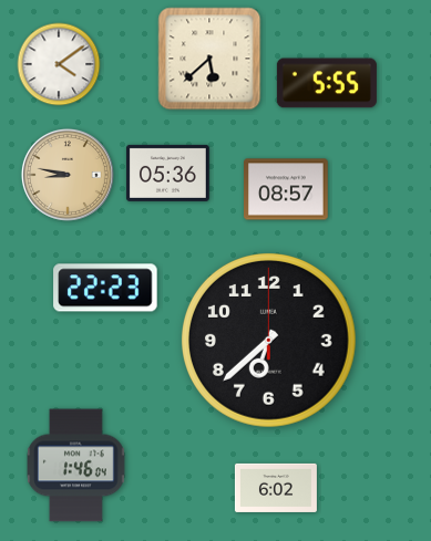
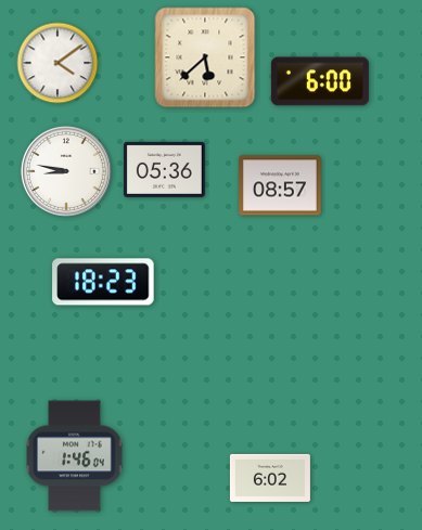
clock at (327, 83): 5:55 -> 6:00
clock at (68, 175) dial: champagne -> white
clock at (105, 288): 22:23 -> 18:23
clock at (269, 341): 6:38 -> none
